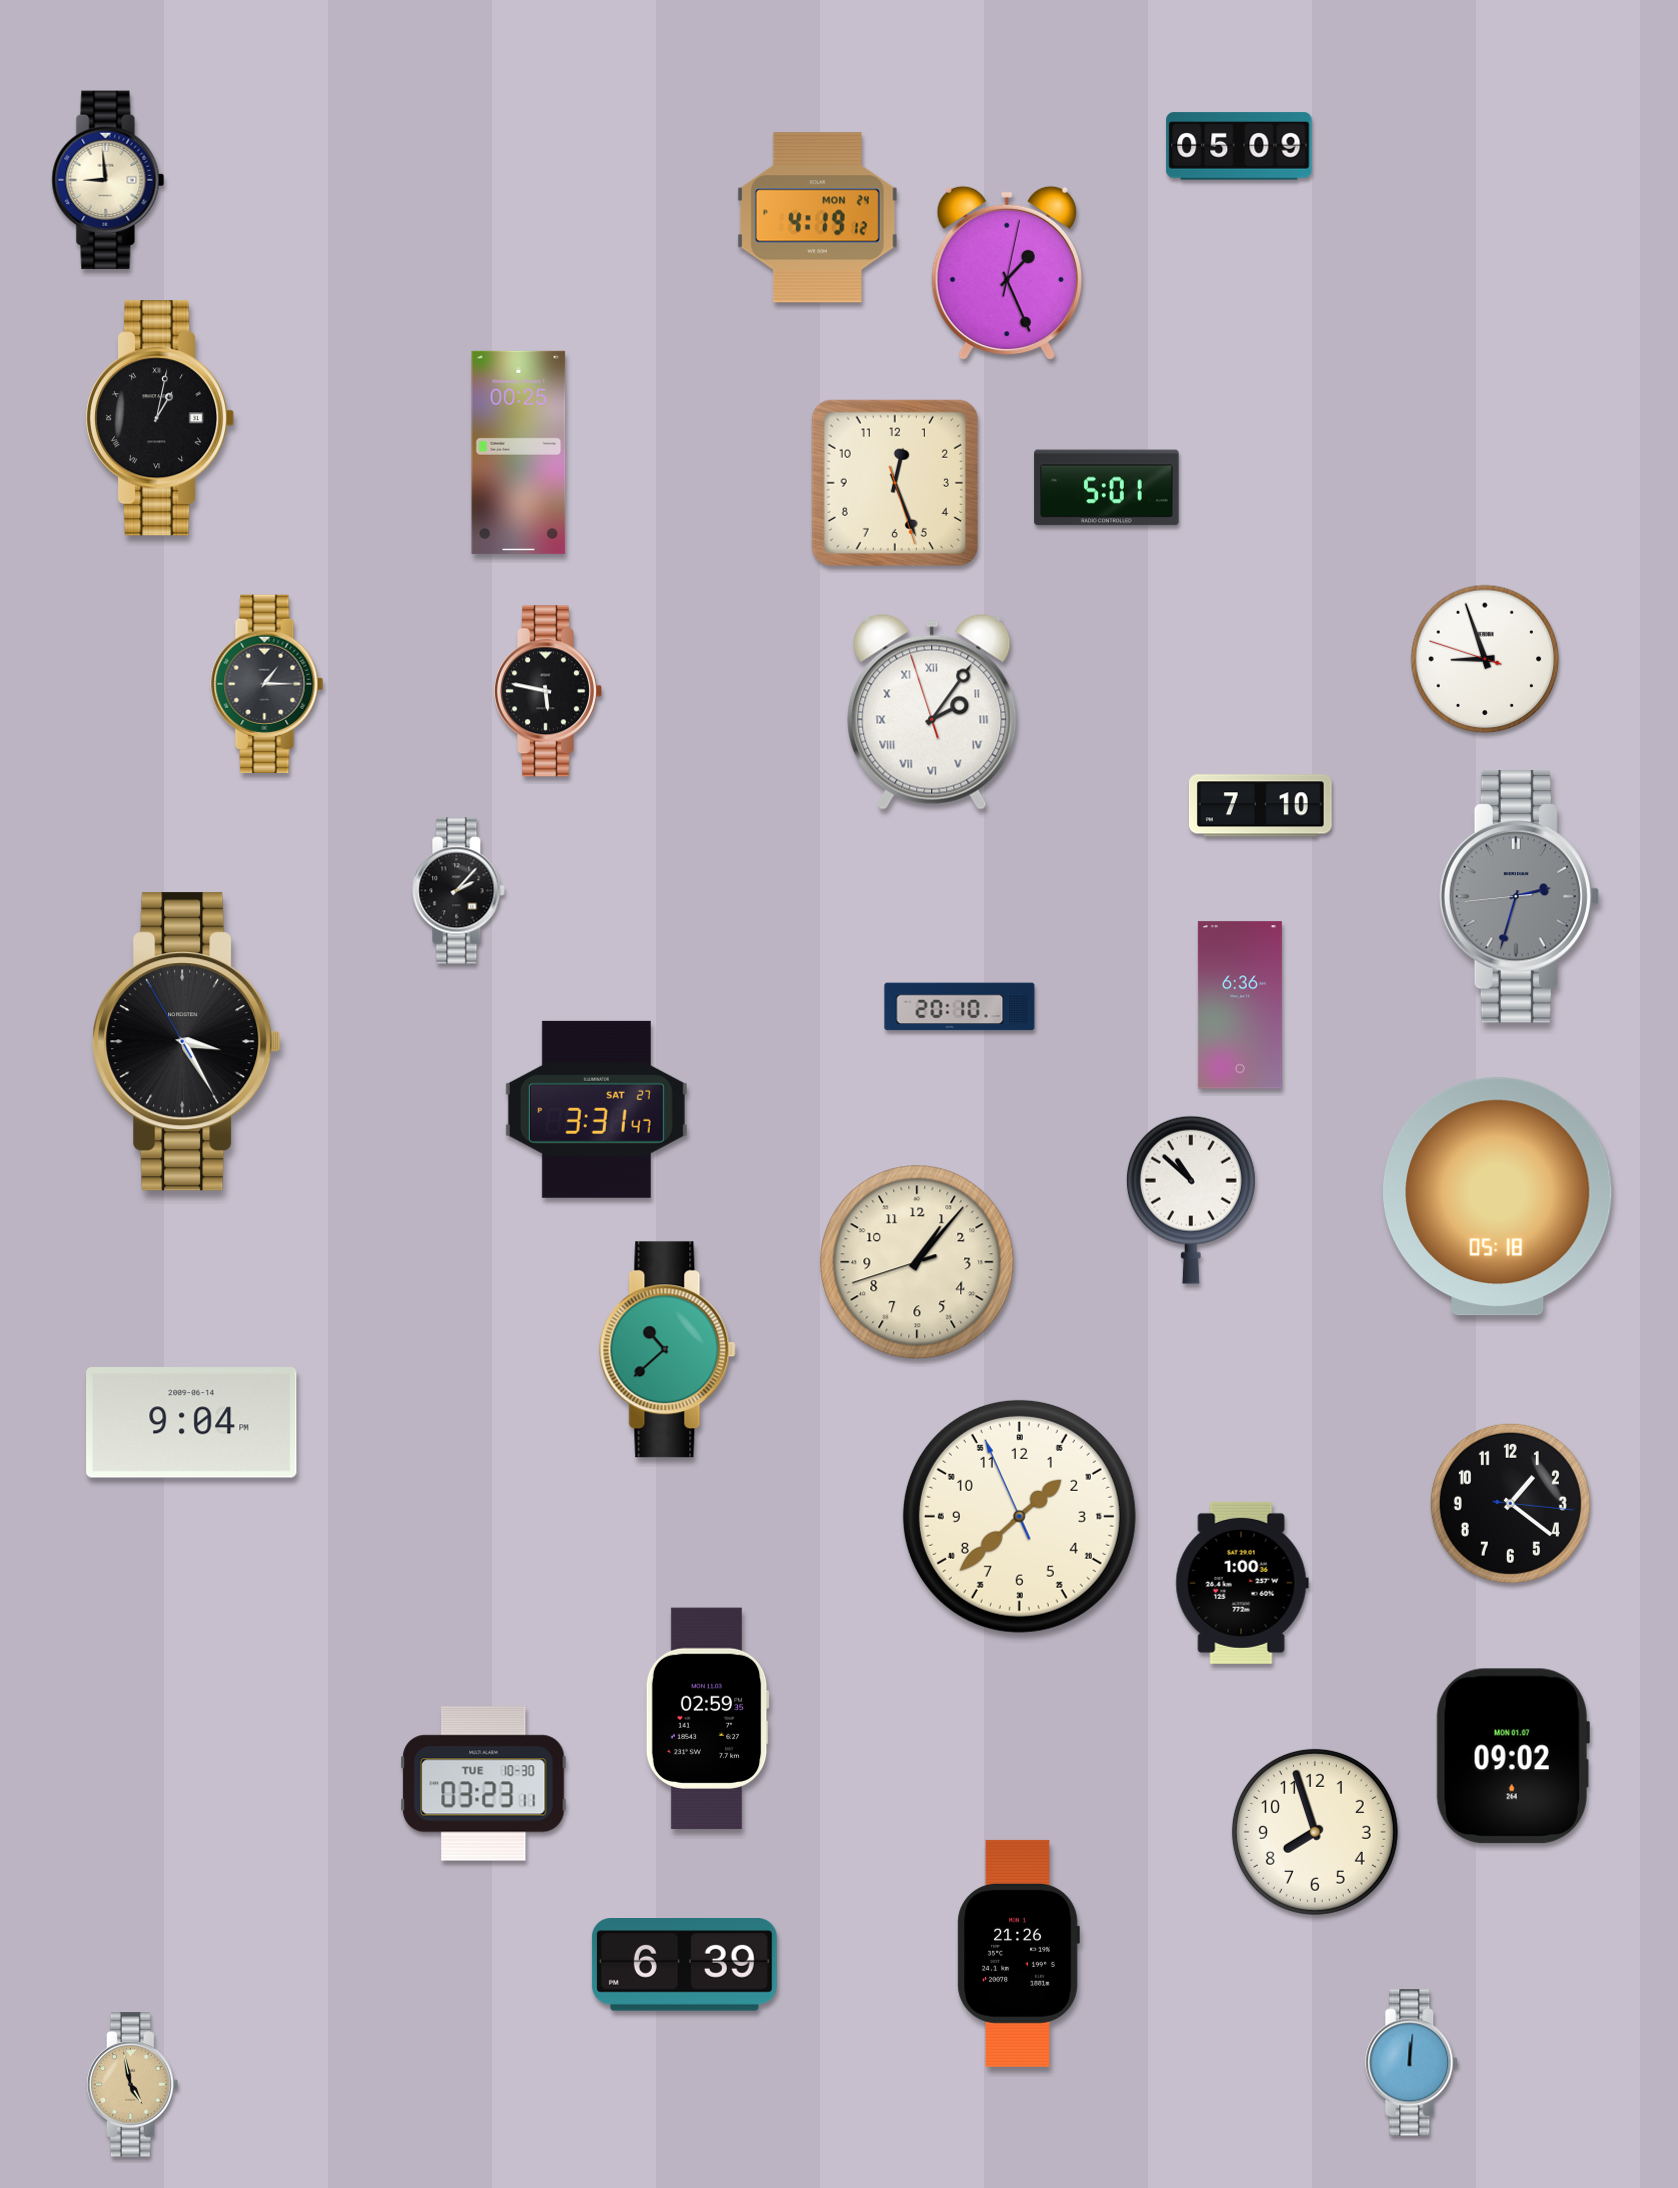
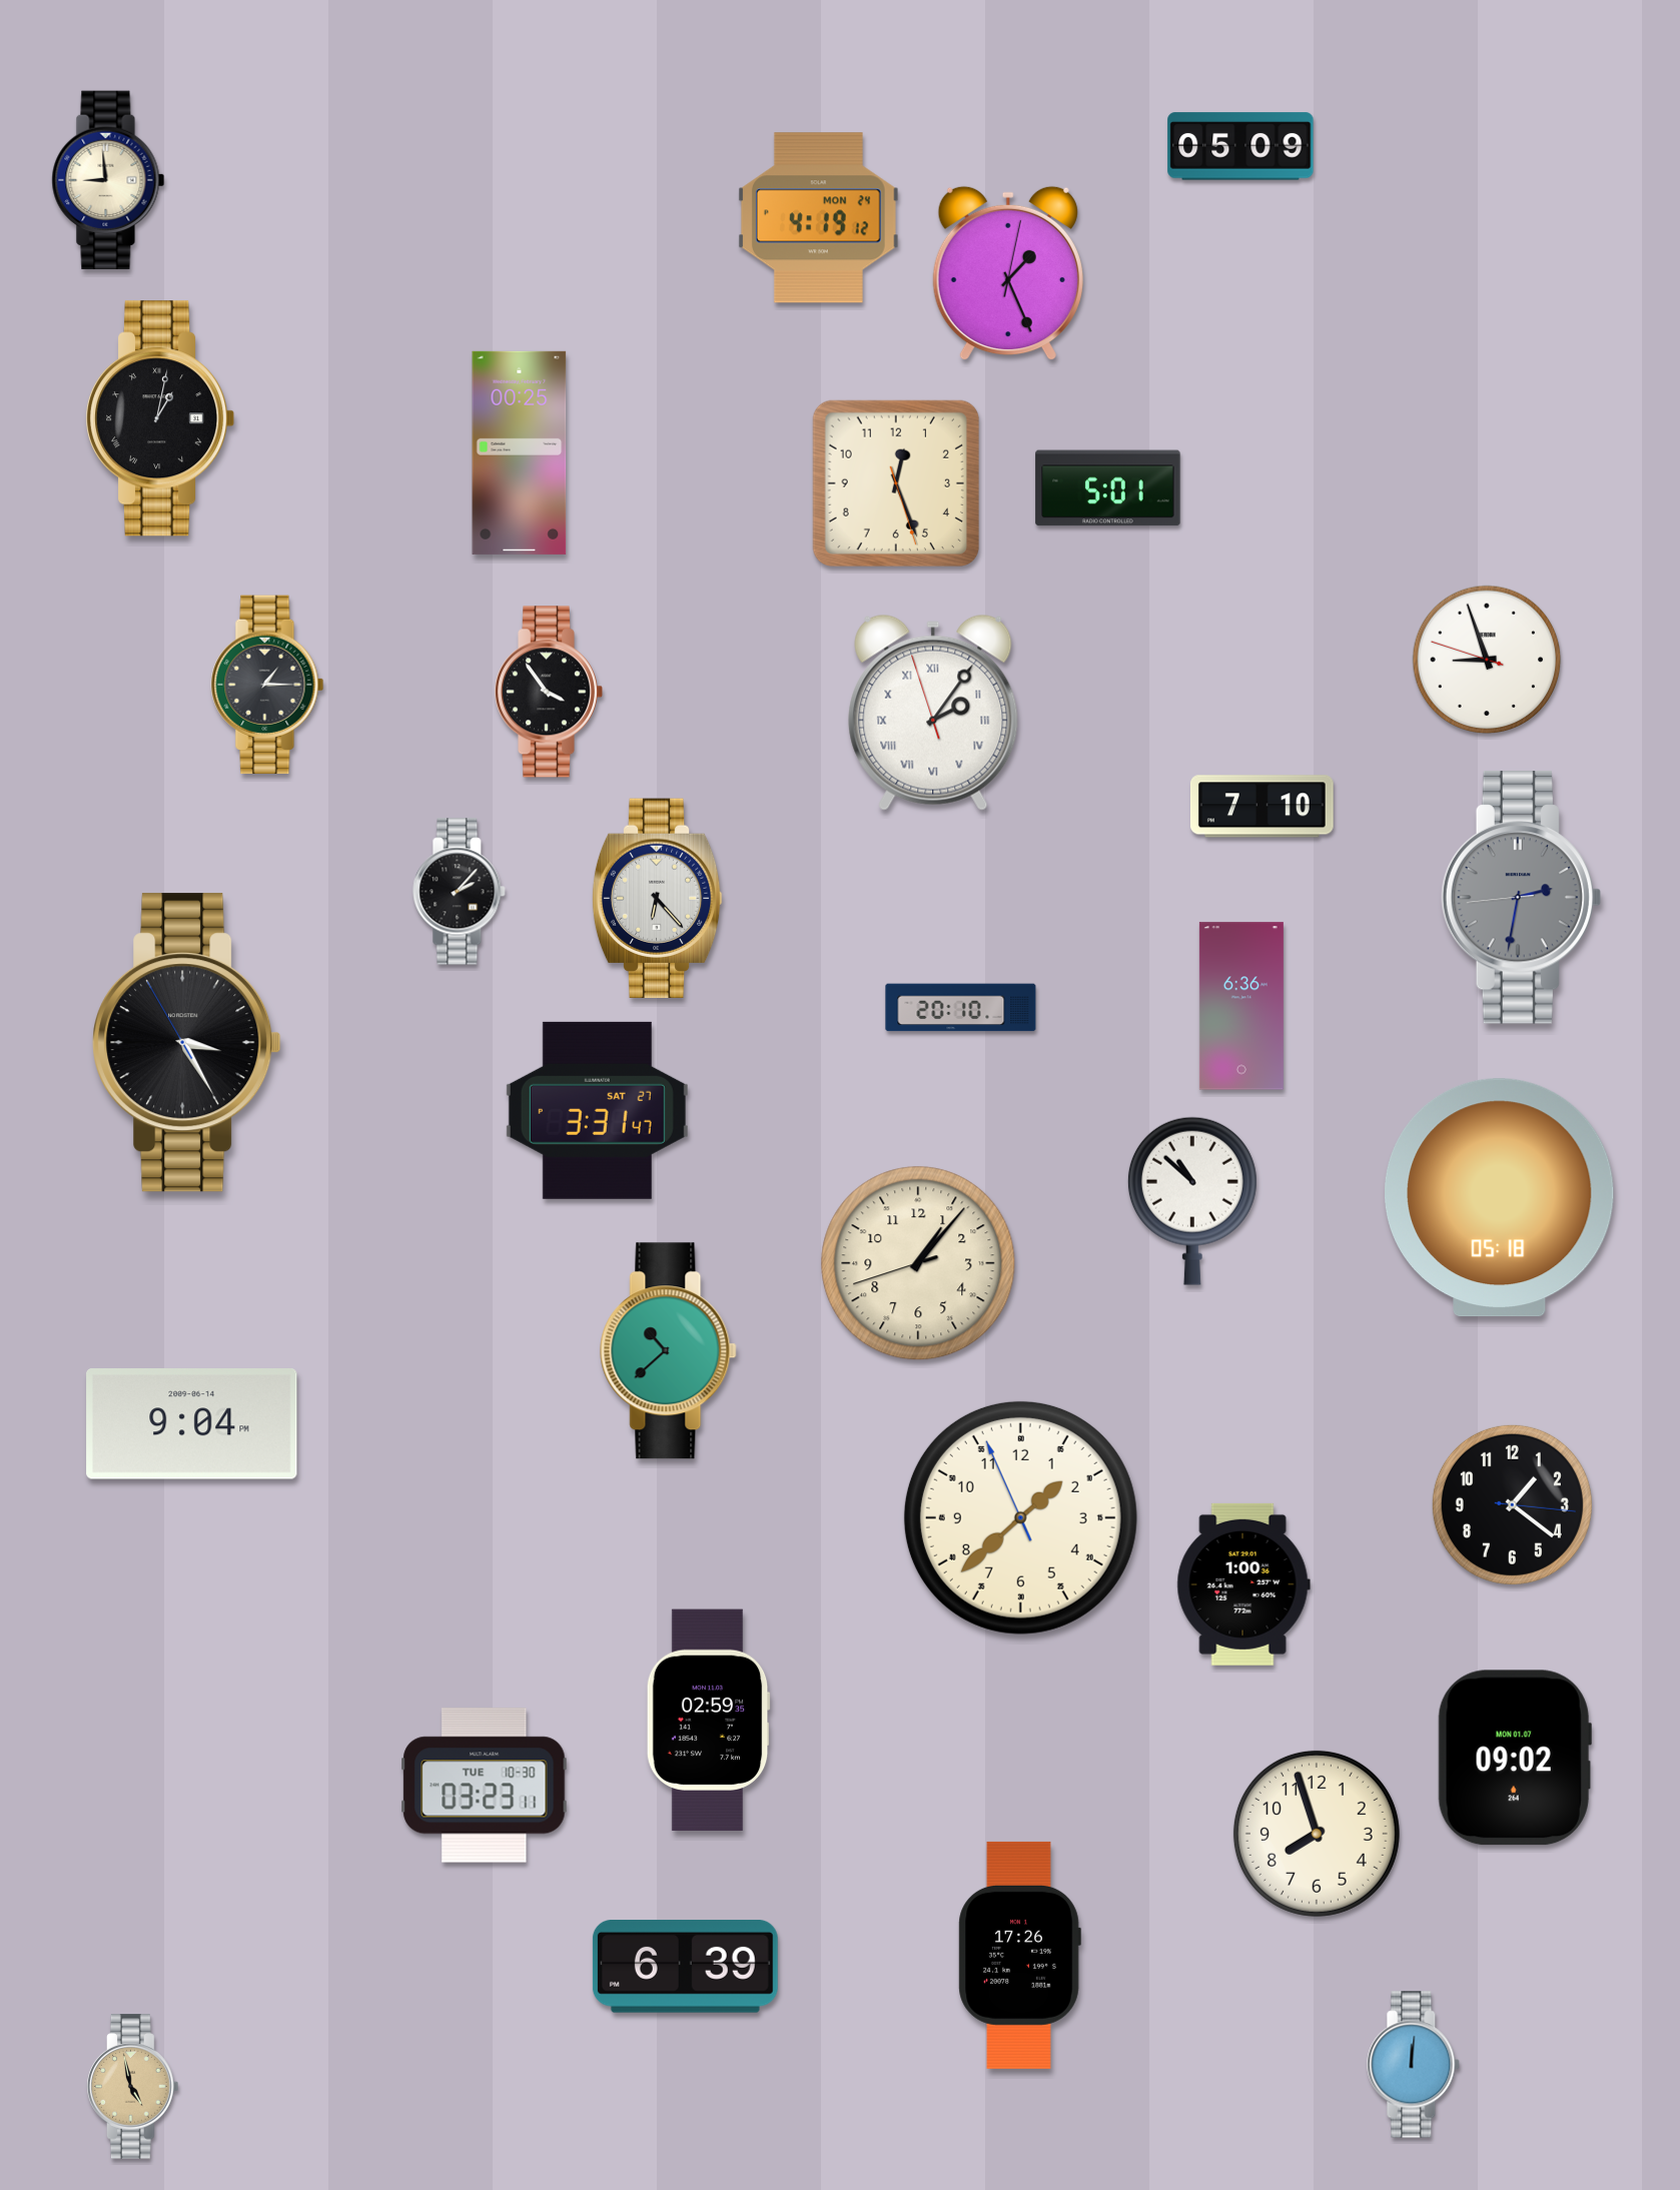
clock at (547, 691): 5:47 -> 3:54
clock at (1519, 897): 2:32 -> 2:31
clock at (657, 899): none -> 6:23
clock at (1018, 1953): 21:26 -> 17:26
